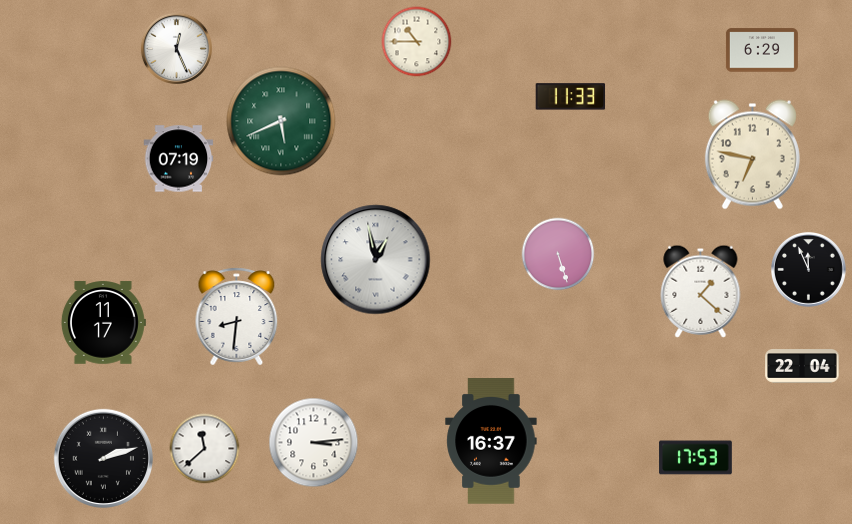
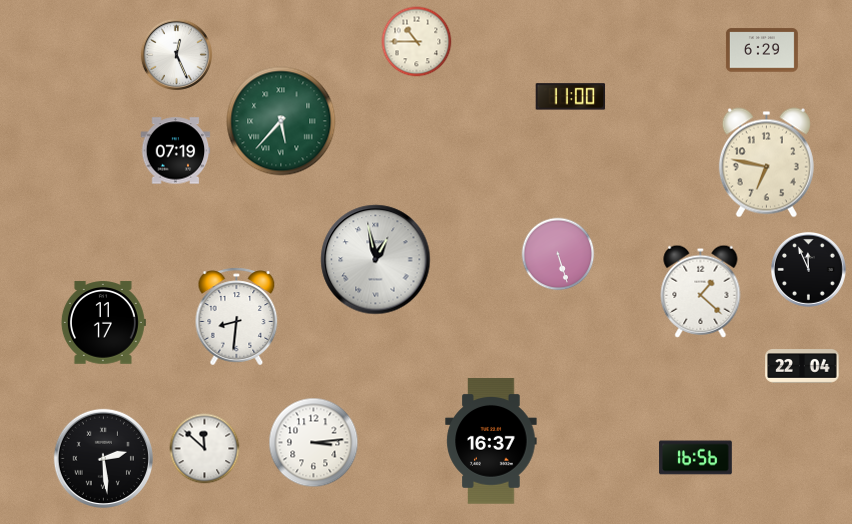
clock at (176, 48) position: (176, 48) -> (176, 54)
clock at (571, 97): 11:33 -> 11:00
clock at (281, 121): 5:41 -> 5:37
clock at (752, 155) position: (752, 155) -> (766, 163)
clock at (179, 159) position: (179, 159) -> (176, 151)
clock at (205, 449): 11:38 -> 11:52
clock at (103, 458): 2:12 -> 2:29
clock at (696, 458): 17:53 -> 16:56
